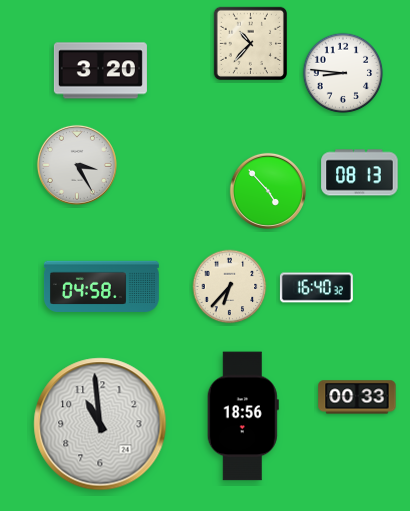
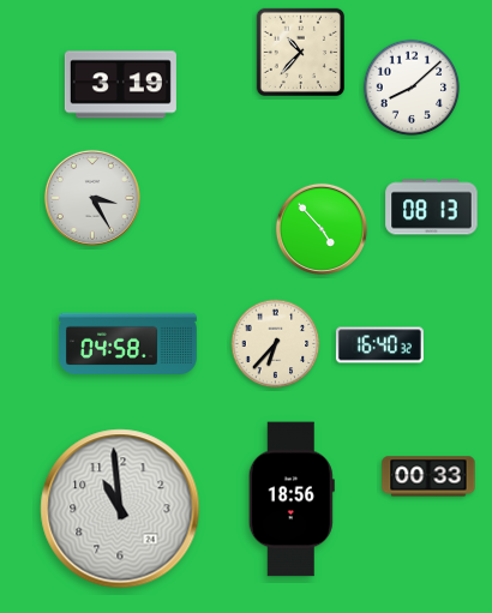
clock at (100, 71): 3:20 -> 3:19
clock at (343, 73): 8:46 -> 8:08
clock at (101, 286) position: (101, 286) -> (127, 343)
